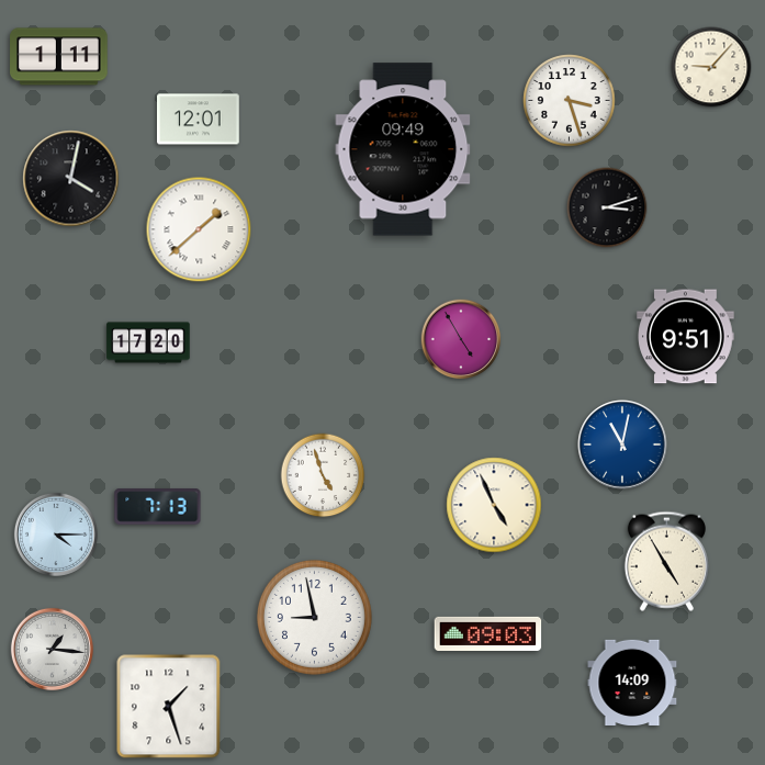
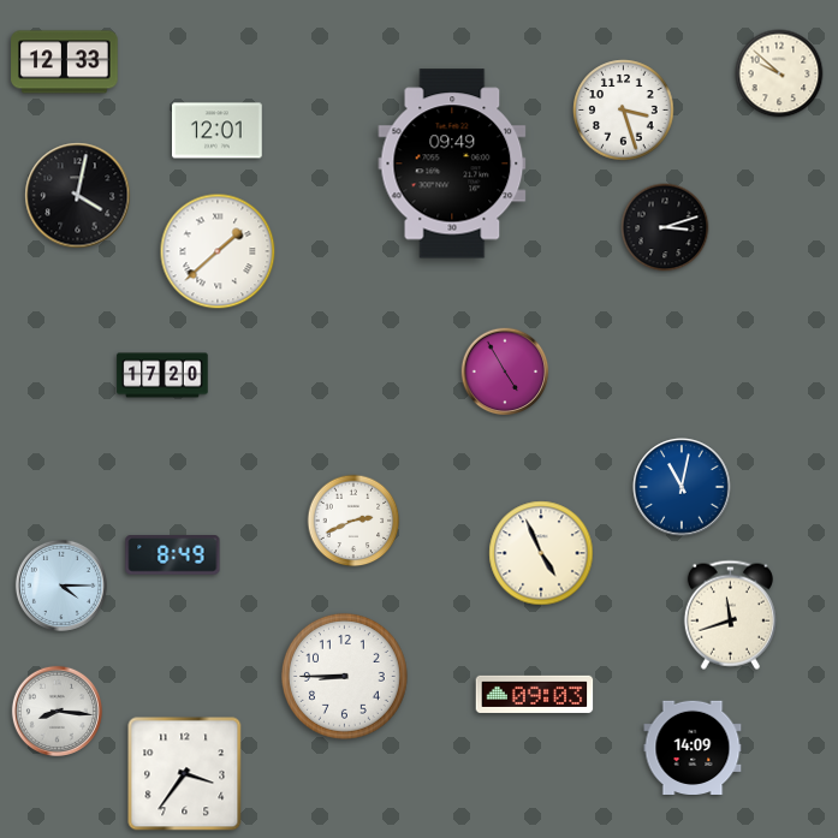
clock at (59, 57): 1:11 -> 12:33
clock at (711, 67): 9:07 -> 9:52
clock at (403, 149) position: (403, 149) -> (452, 164)
clock at (686, 337): 9:51 -> none
clock at (323, 475): 4:57 -> 2:41
clock at (158, 507): 7:13 -> 8:49
clock at (666, 561): 4:55 -> 11:42
clock at (314, 617): 8:58 -> 8:45
clock at (52, 649): 1:16 -> 8:16
clock at (169, 707): 1:27 -> 3:36
